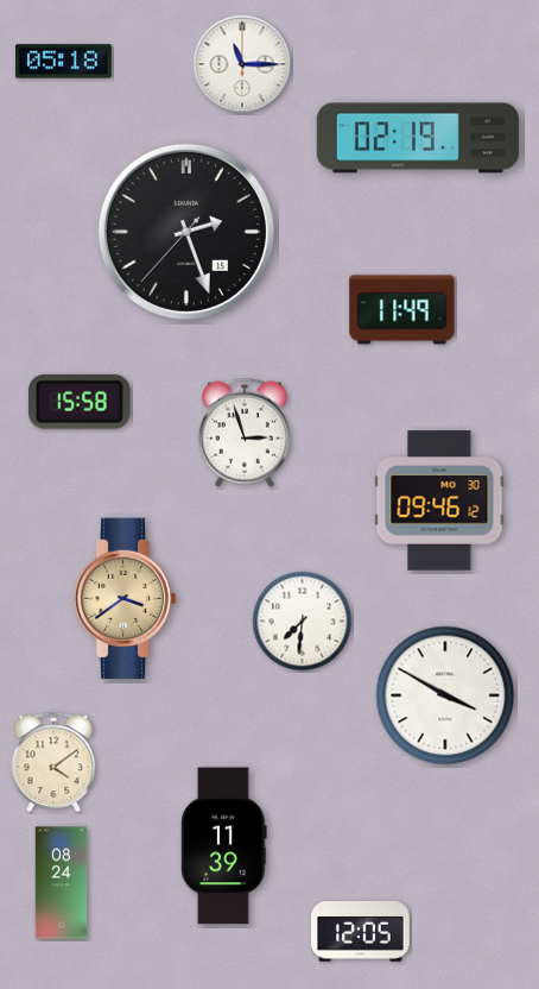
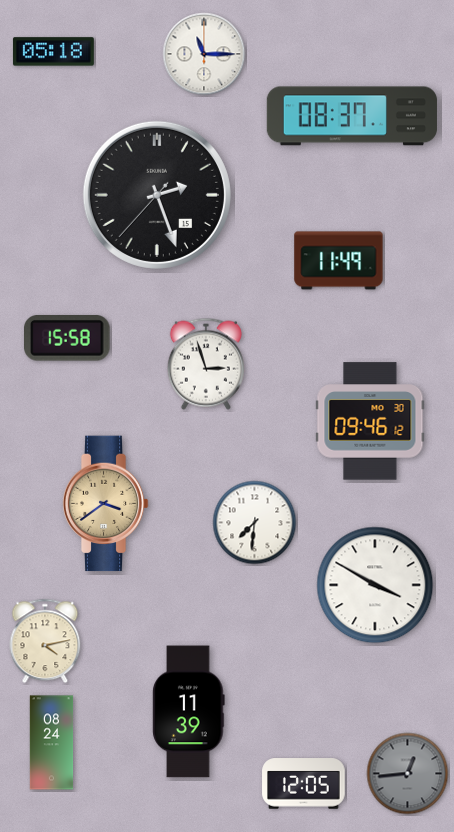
clock at (418, 138): 02:19 -> 08:37
clock at (53, 762): 4:09 -> 4:13
clock at (408, 774): none -> 12:44
